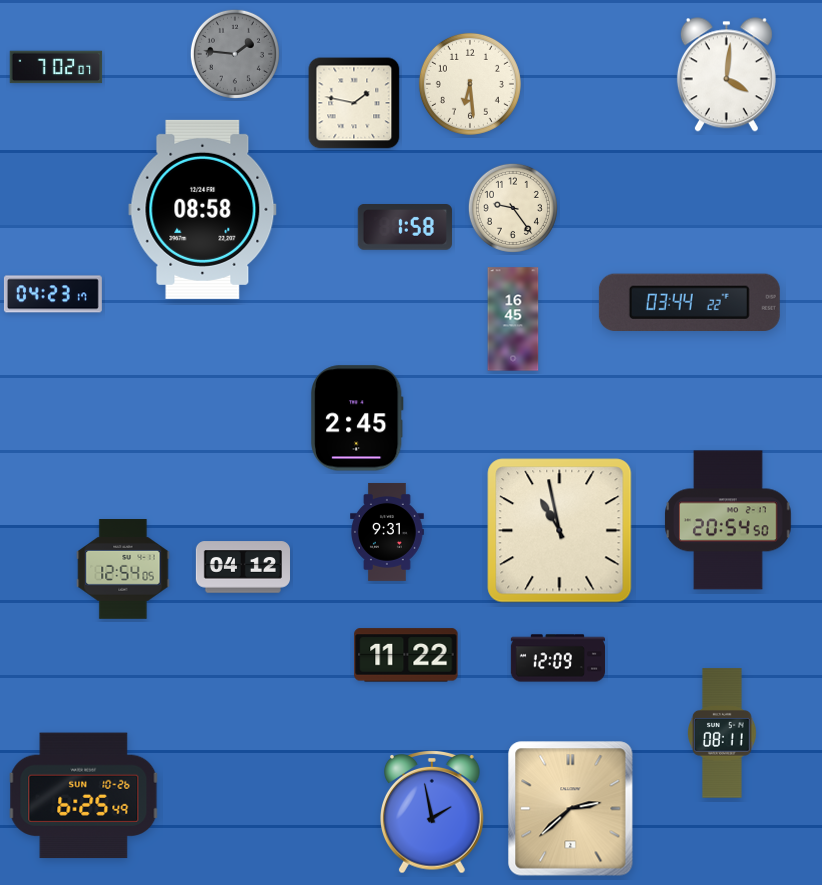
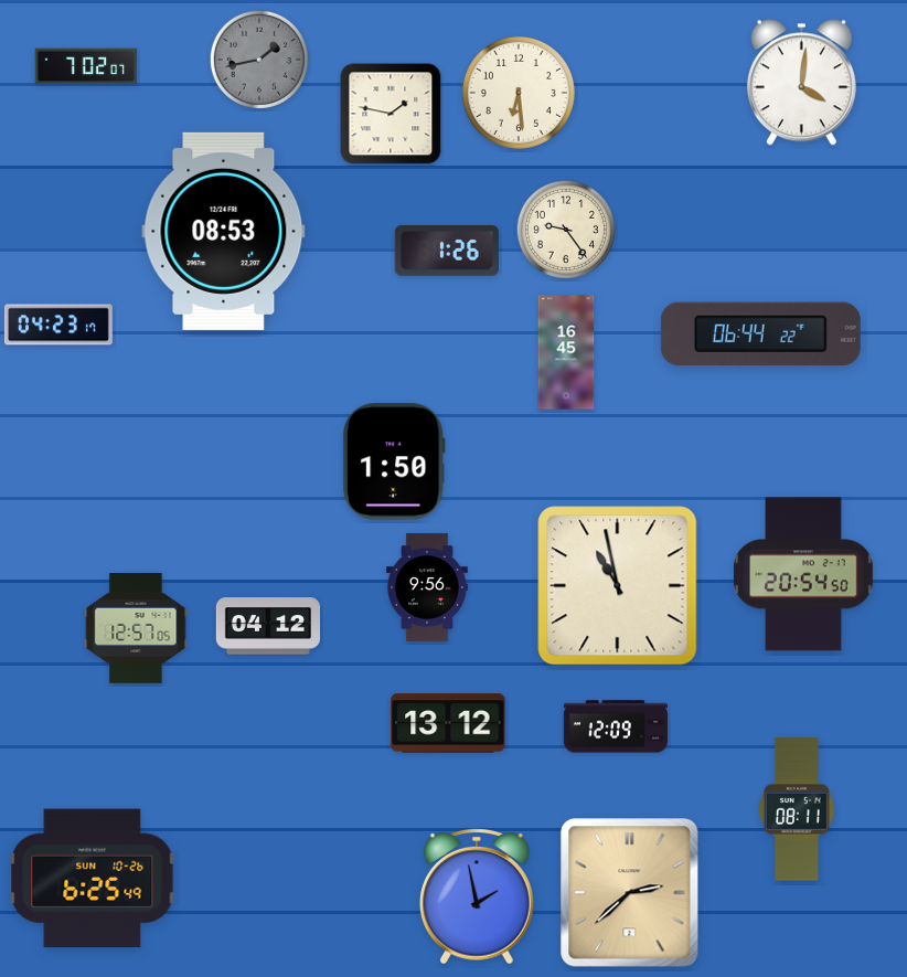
clock at (235, 54): 1:46 -> 1:43
clock at (56, 67) position: (56, 67) -> (86, 66)
clock at (203, 209): 08:58 -> 08:53
clock at (405, 228): 1:58 -> 1:26
clock at (689, 302): 03:44 -> 06:44
clock at (357, 418): 2:45 -> 1:50
clock at (388, 532): 9:31 -> 9:56
clock at (123, 569): 12:54 -> 12:57
clock at (406, 655): 11:22 -> 13:12
